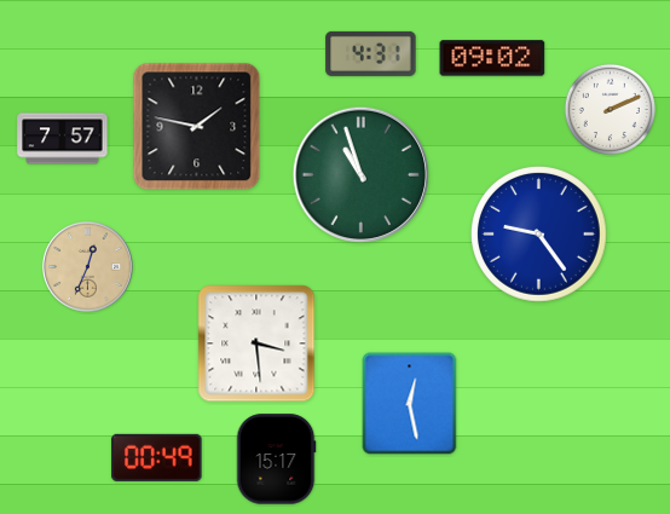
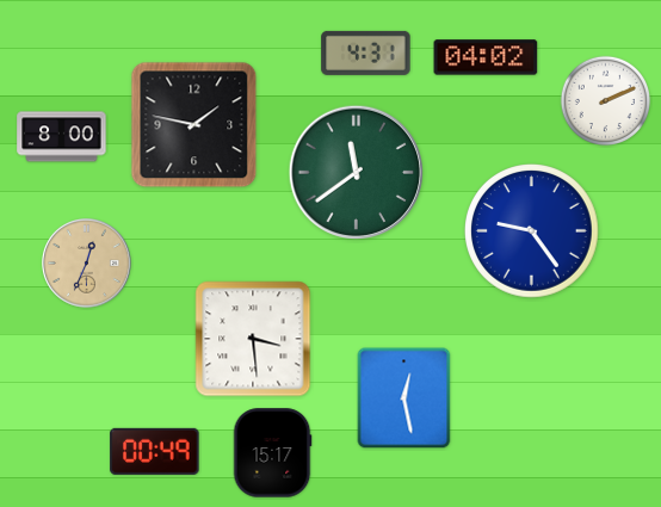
clock at (492, 58): 09:02 -> 04:02
clock at (610, 109) position: (610, 109) -> (605, 100)
clock at (63, 139): 7:57 -> 8:00
clock at (360, 174): 10:57 -> 11:39
